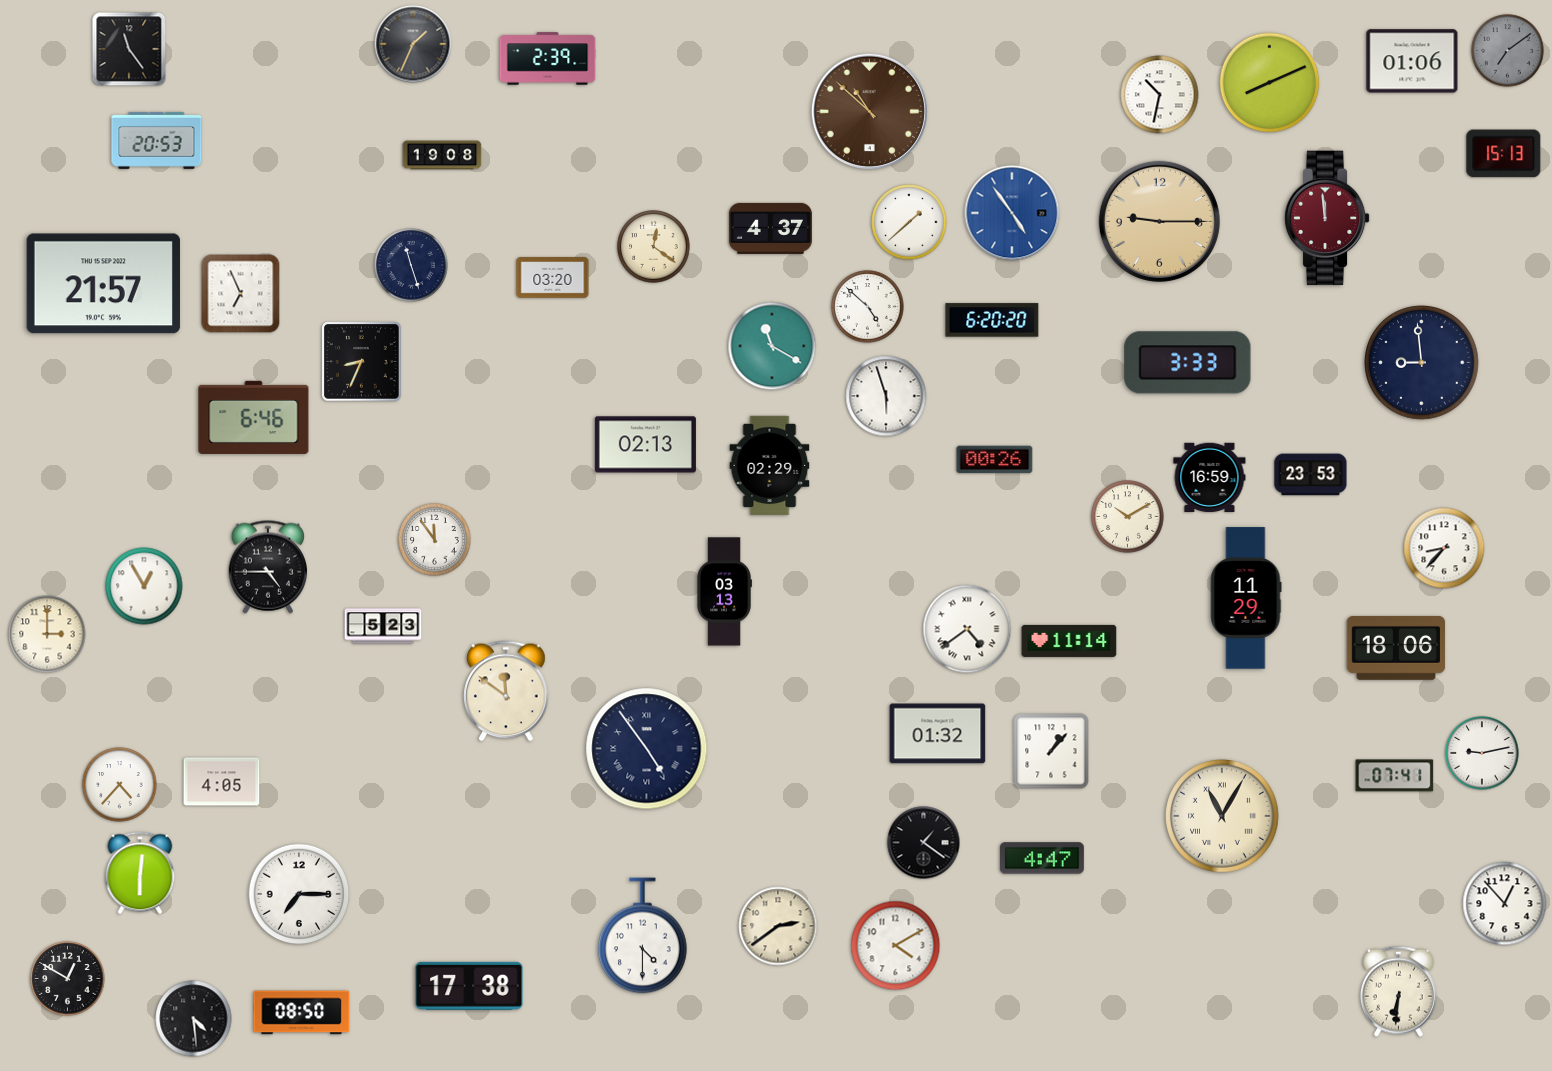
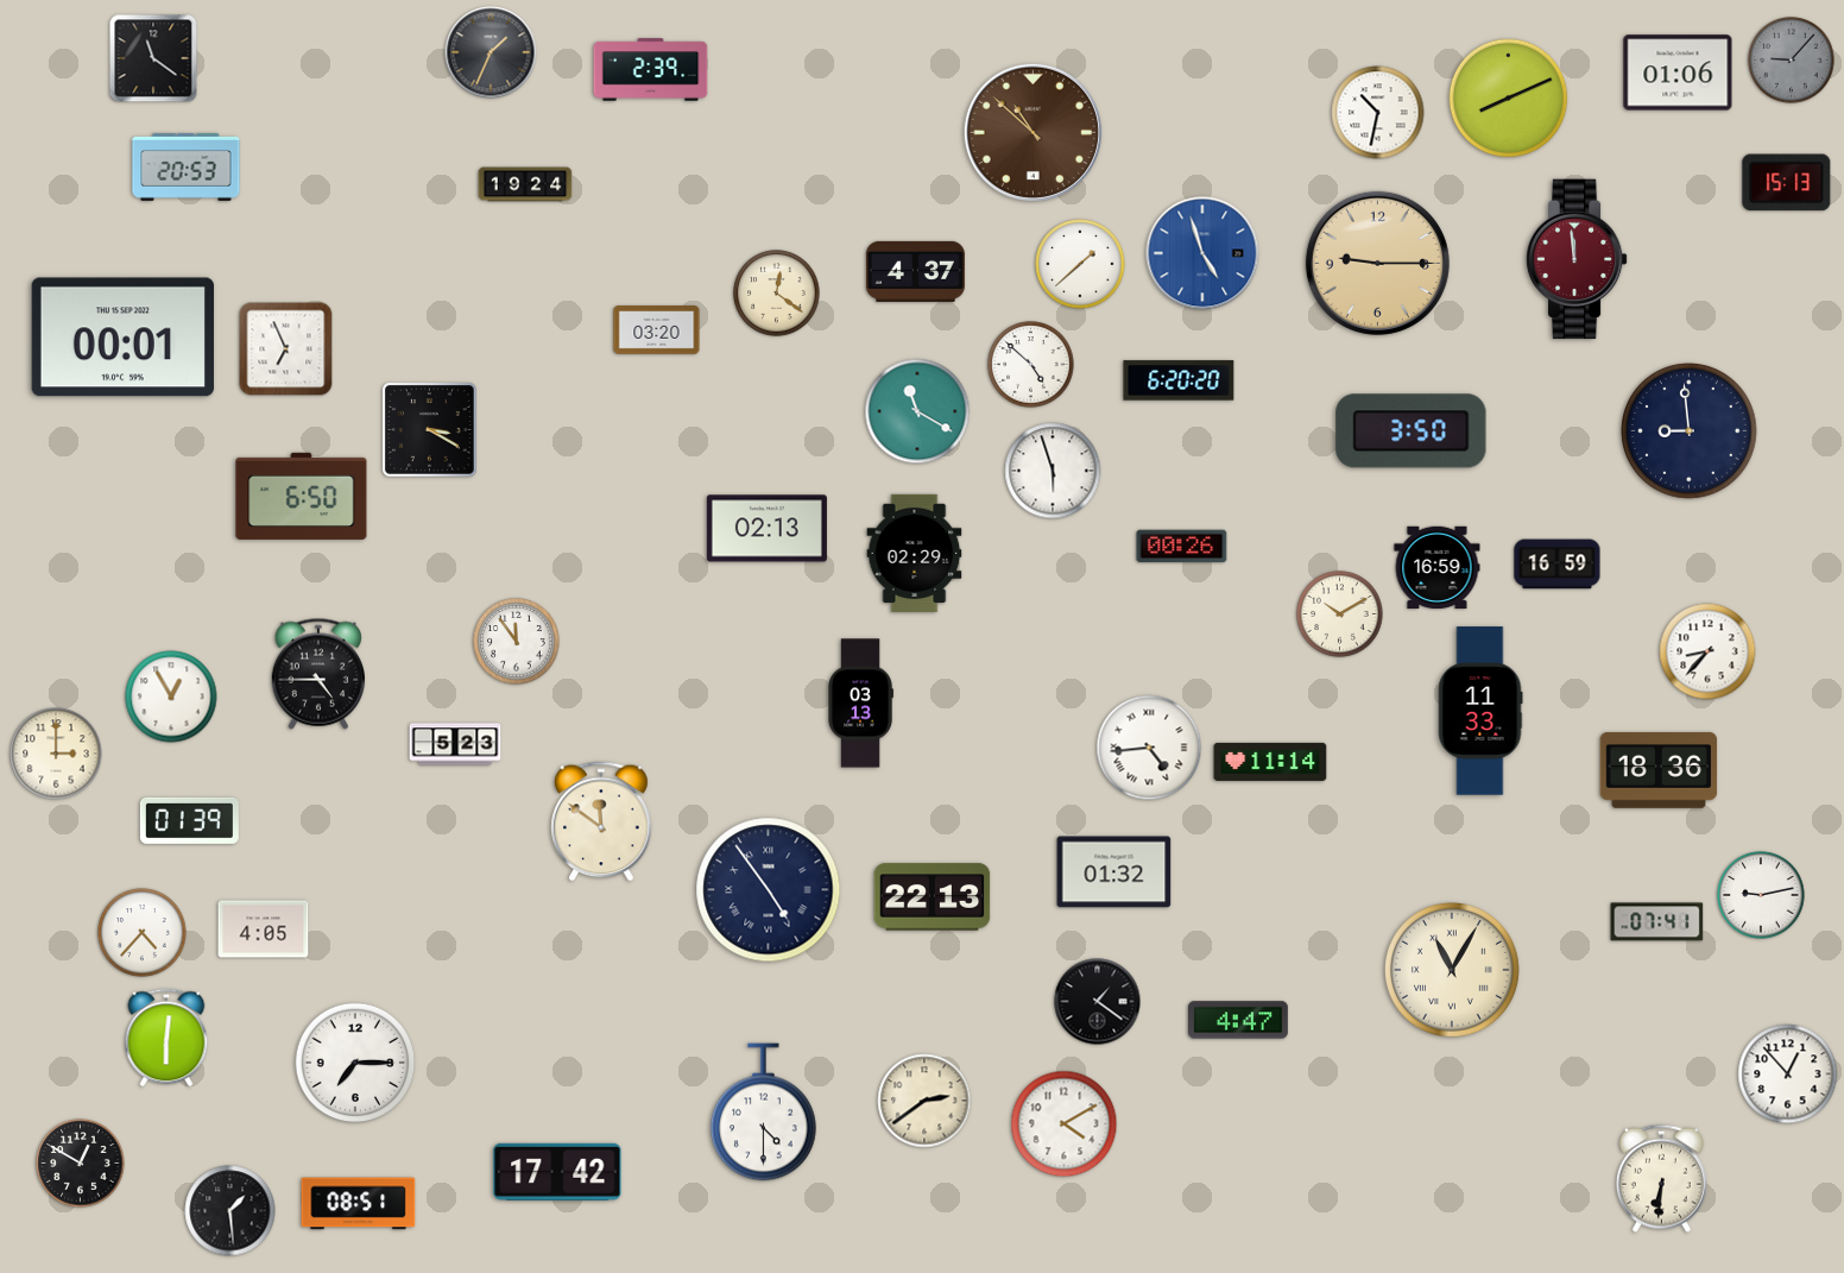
clock at (129, 49): 11:24 -> 11:21
clock at (1508, 51): 7:09 -> 9:07
clock at (442, 155): 19:08 -> 19:24
clock at (1012, 213): 4:54 -> 4:57
clock at (411, 265): 11:27 -> none
clock at (103, 284): 21:57 -> 00:01
clock at (362, 362): 8:34 -> 3:20
clock at (1188, 363): 3:33 -> 3:50
clock at (254, 417): 6:46 -> 6:50
clock at (1311, 475): 23:53 -> 16:59
clock at (1444, 548) position: (1444, 548) -> (1707, 651)
clock at (1246, 598): 11:29 -> 11:33
clock at (967, 629): 4:39 -> 4:44
clock at (1396, 648): 18:06 -> 18:36
clock at (189, 820): none -> 01:39
clock at (1051, 751): 1:07 -> none
clock at (933, 897): none -> 22:13
clock at (469, 986): 17:38 -> 17:42
clock at (302, 1013): 08:50 -> 08:51
clock at (194, 1019): 4:29 -> 1:29
